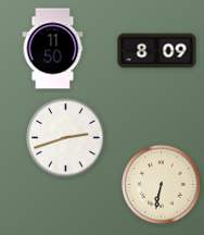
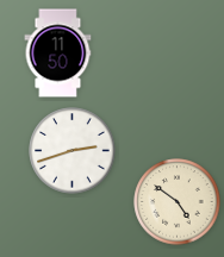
clock at (157, 51): 8:09 -> none
clock at (162, 185): 6:32 -> 4:51
